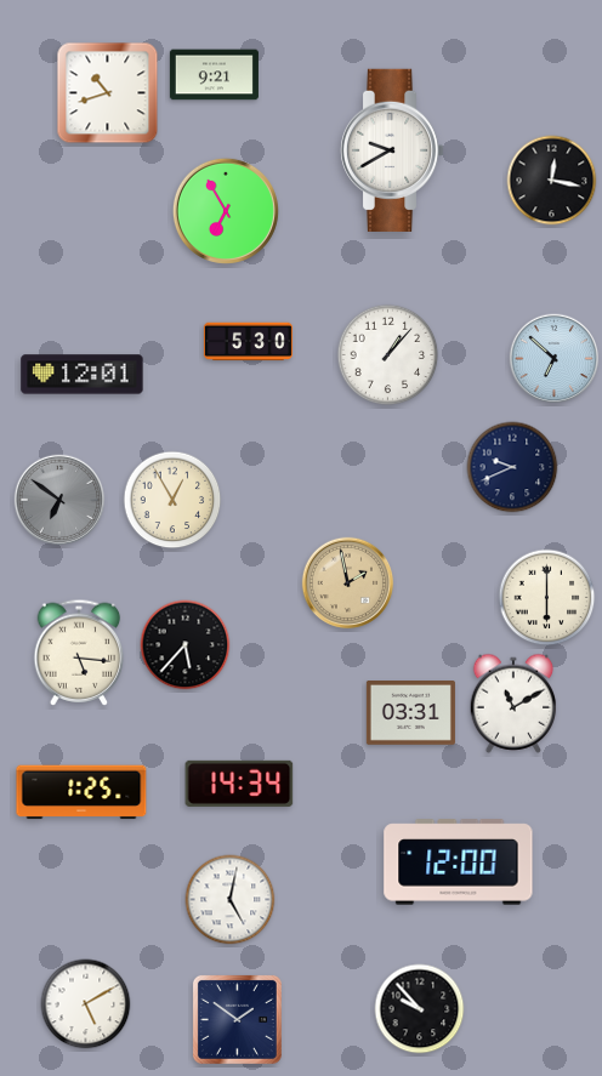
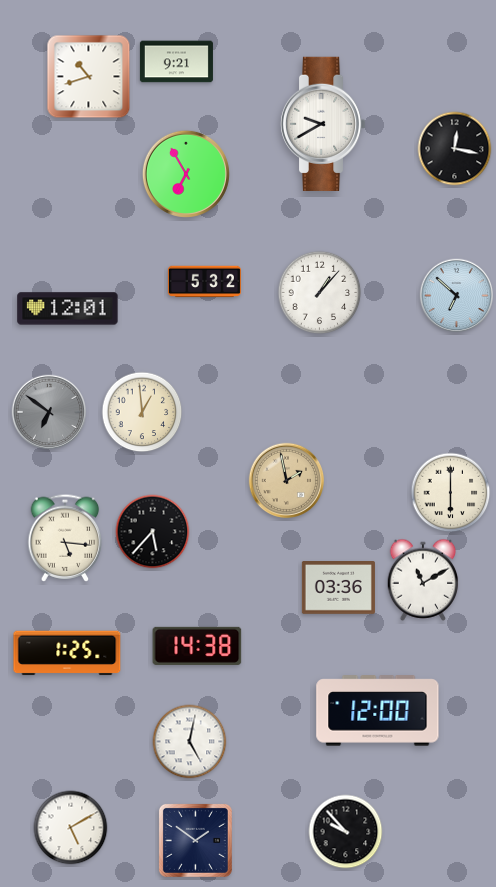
clock at (248, 342): 5:30 -> 5:32
clock at (512, 467): 9:41 -> none
clock at (172, 500): 12:55 -> 12:59
clock at (410, 713): 03:31 -> 03:36
clock at (239, 784): 14:34 -> 14:38
